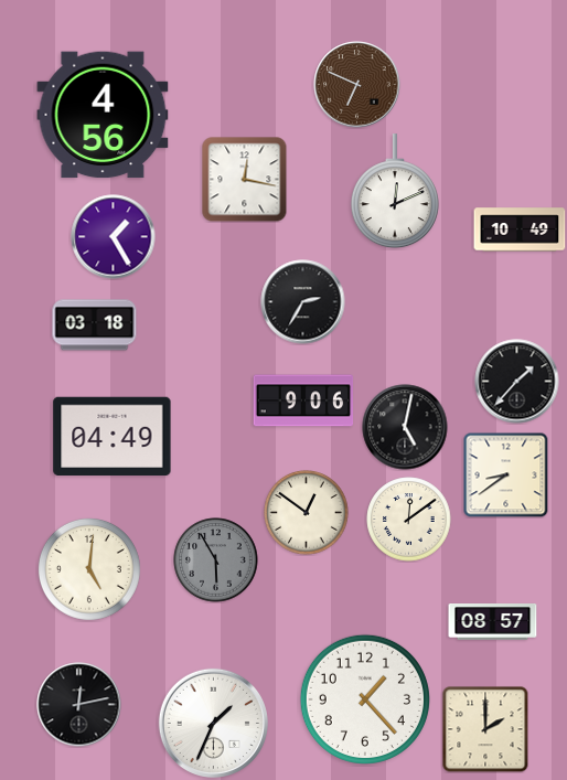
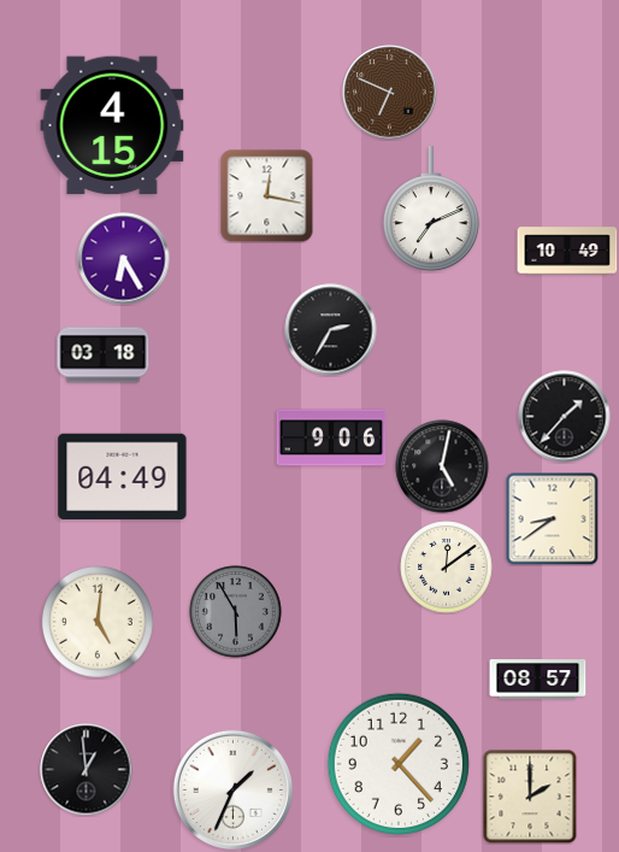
clock at (103, 115): 4:56 -> 4:15
clock at (395, 192): 12:11 -> 7:11
clock at (114, 237): 1:25 -> 6:25
clock at (307, 513): 12:51 -> none
clock at (79, 705): 12:13 -> 12:59
